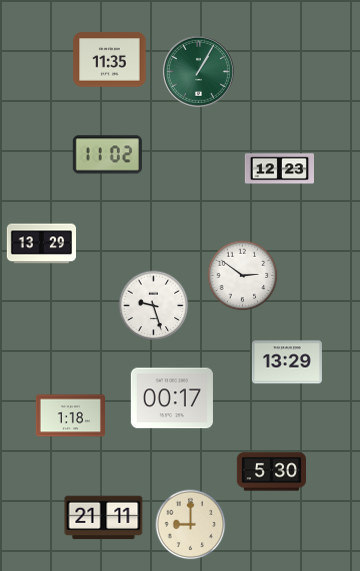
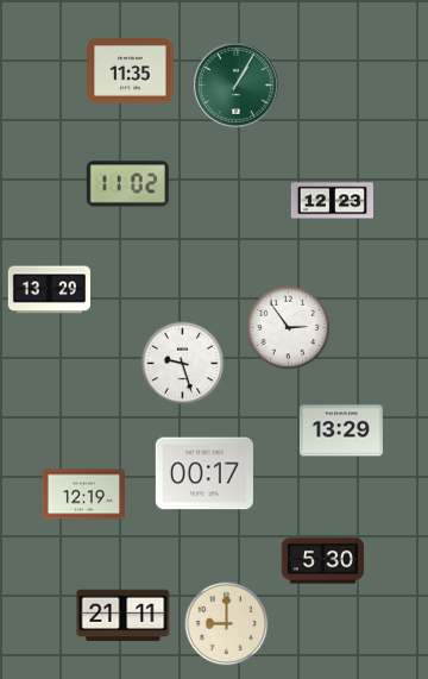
clock at (243, 276): 2:51 -> 2:54
clock at (70, 416): 1:18 -> 12:19
